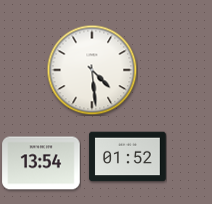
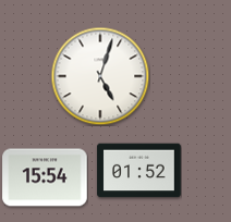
clock at (92, 70): 4:29 -> 5:03
clock at (41, 163): 13:54 -> 15:54
